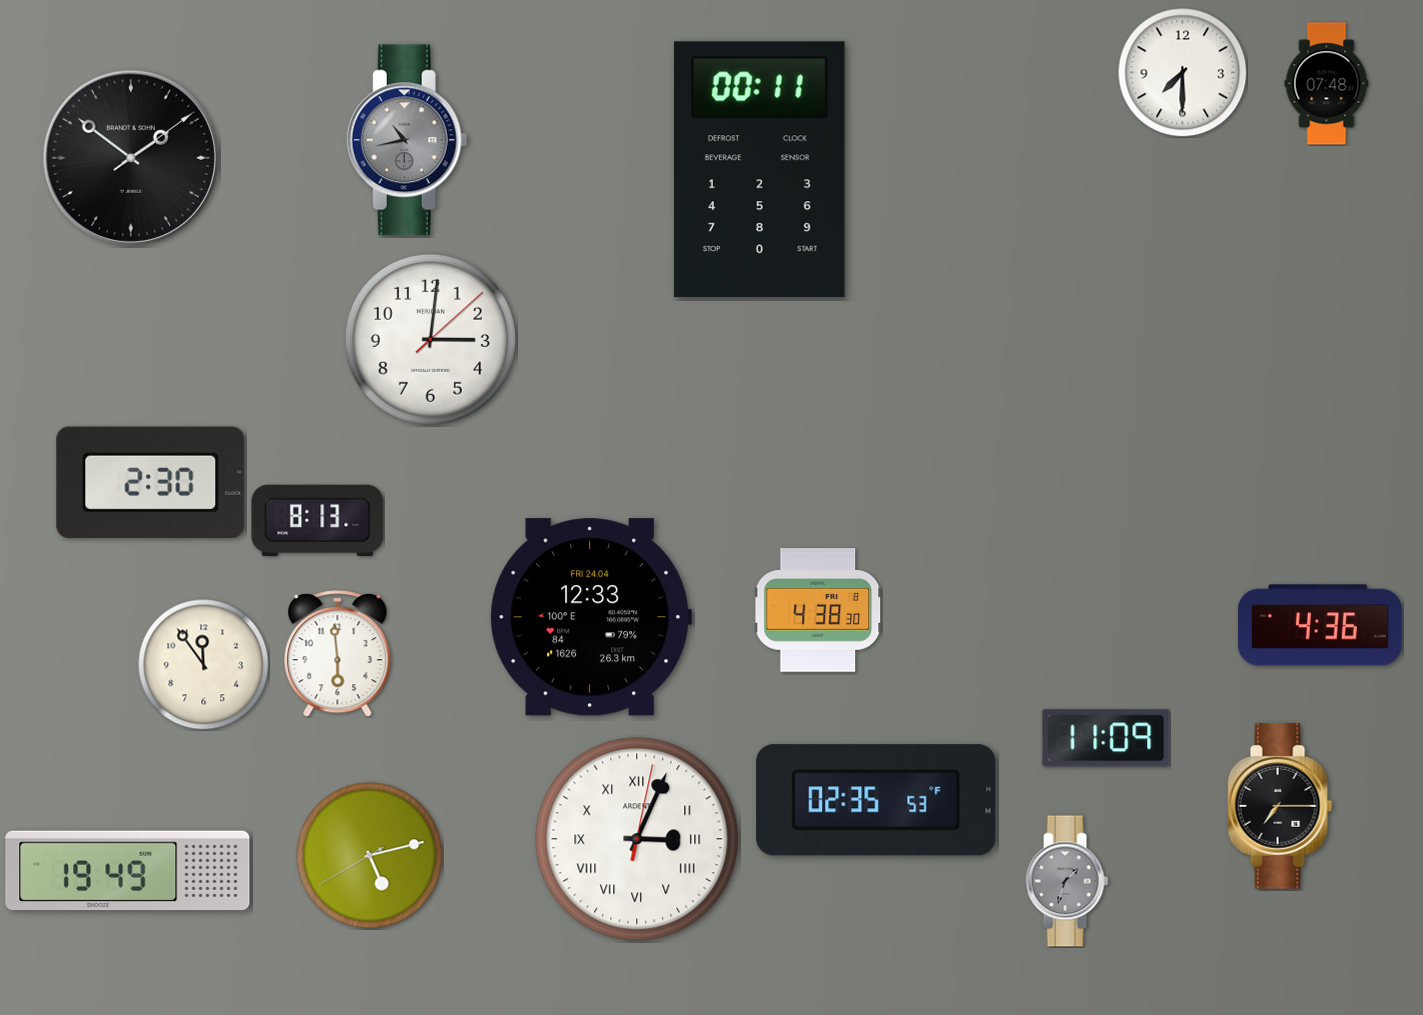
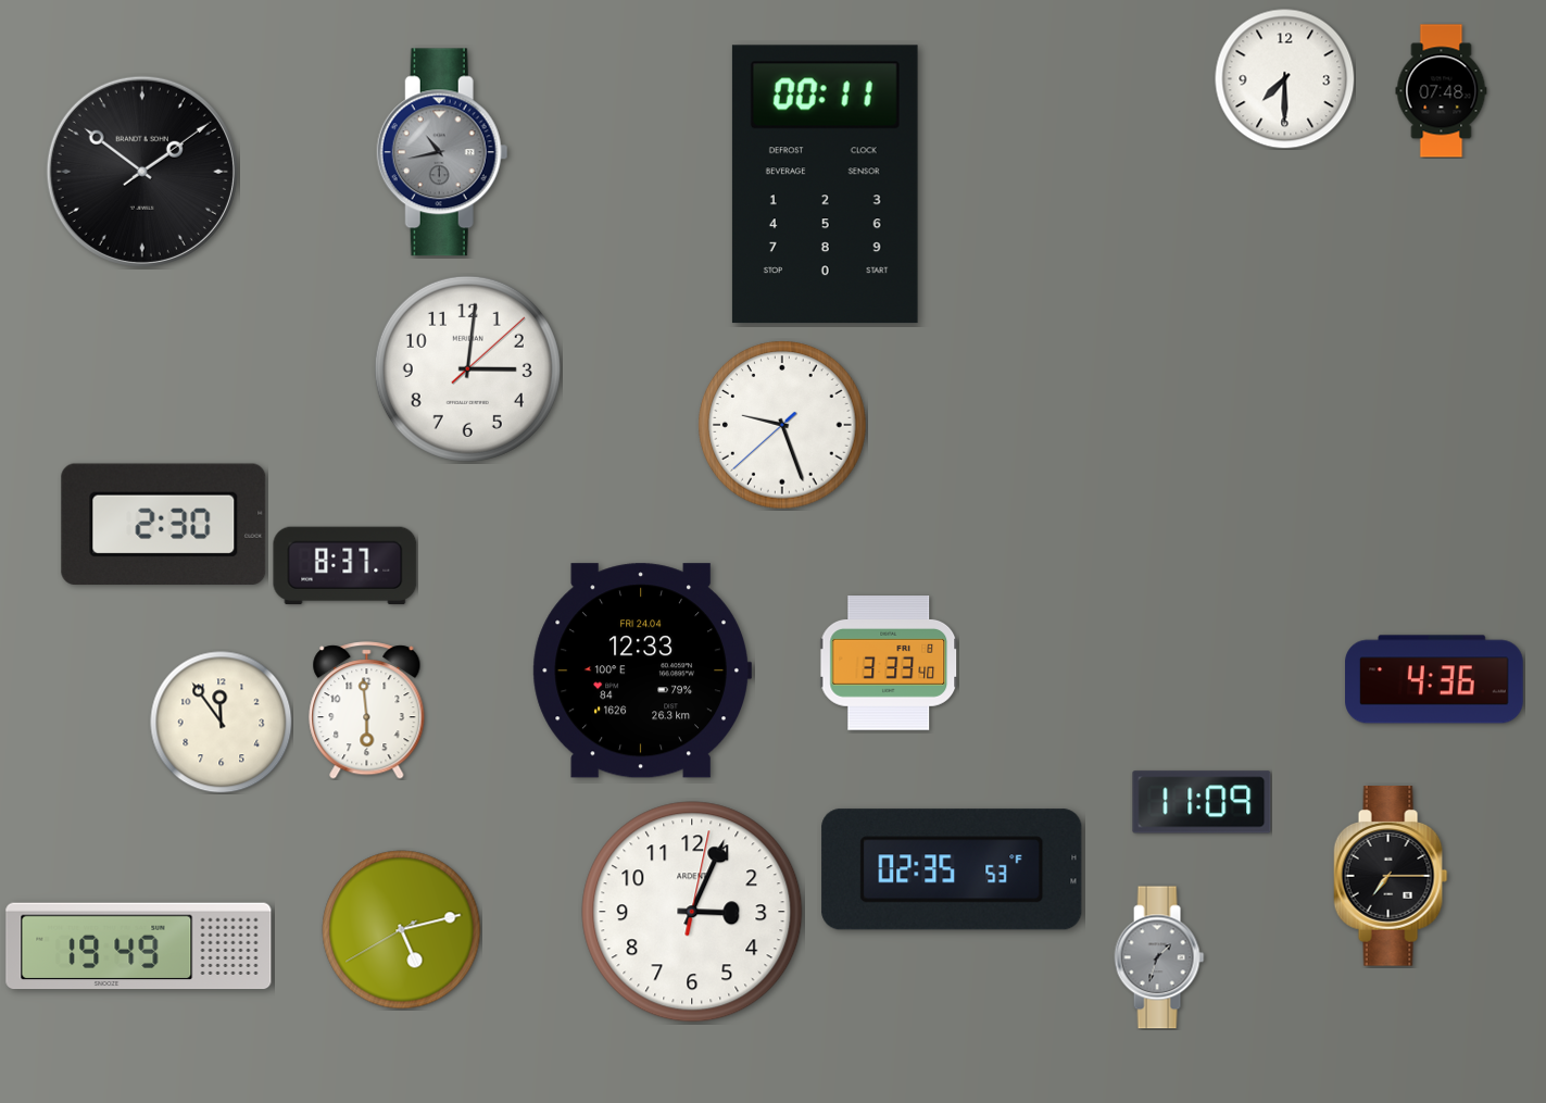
clock at (782, 425): none -> 9:26
clock at (318, 521): 8:13 -> 8:37
clock at (818, 611): 4:38 -> 3:33
clock at (637, 839) numerals: Roman -> Arabic
